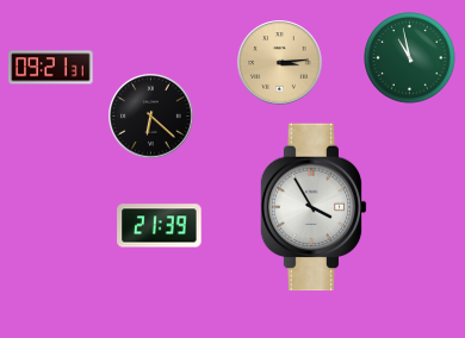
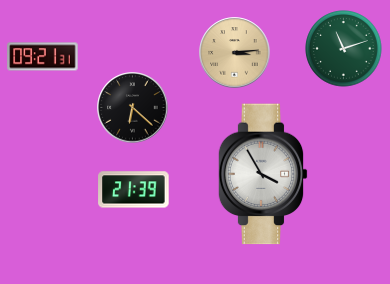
clock at (410, 58): 10:58 -> 11:12
clock at (151, 117) position: (151, 117) -> (133, 108)
